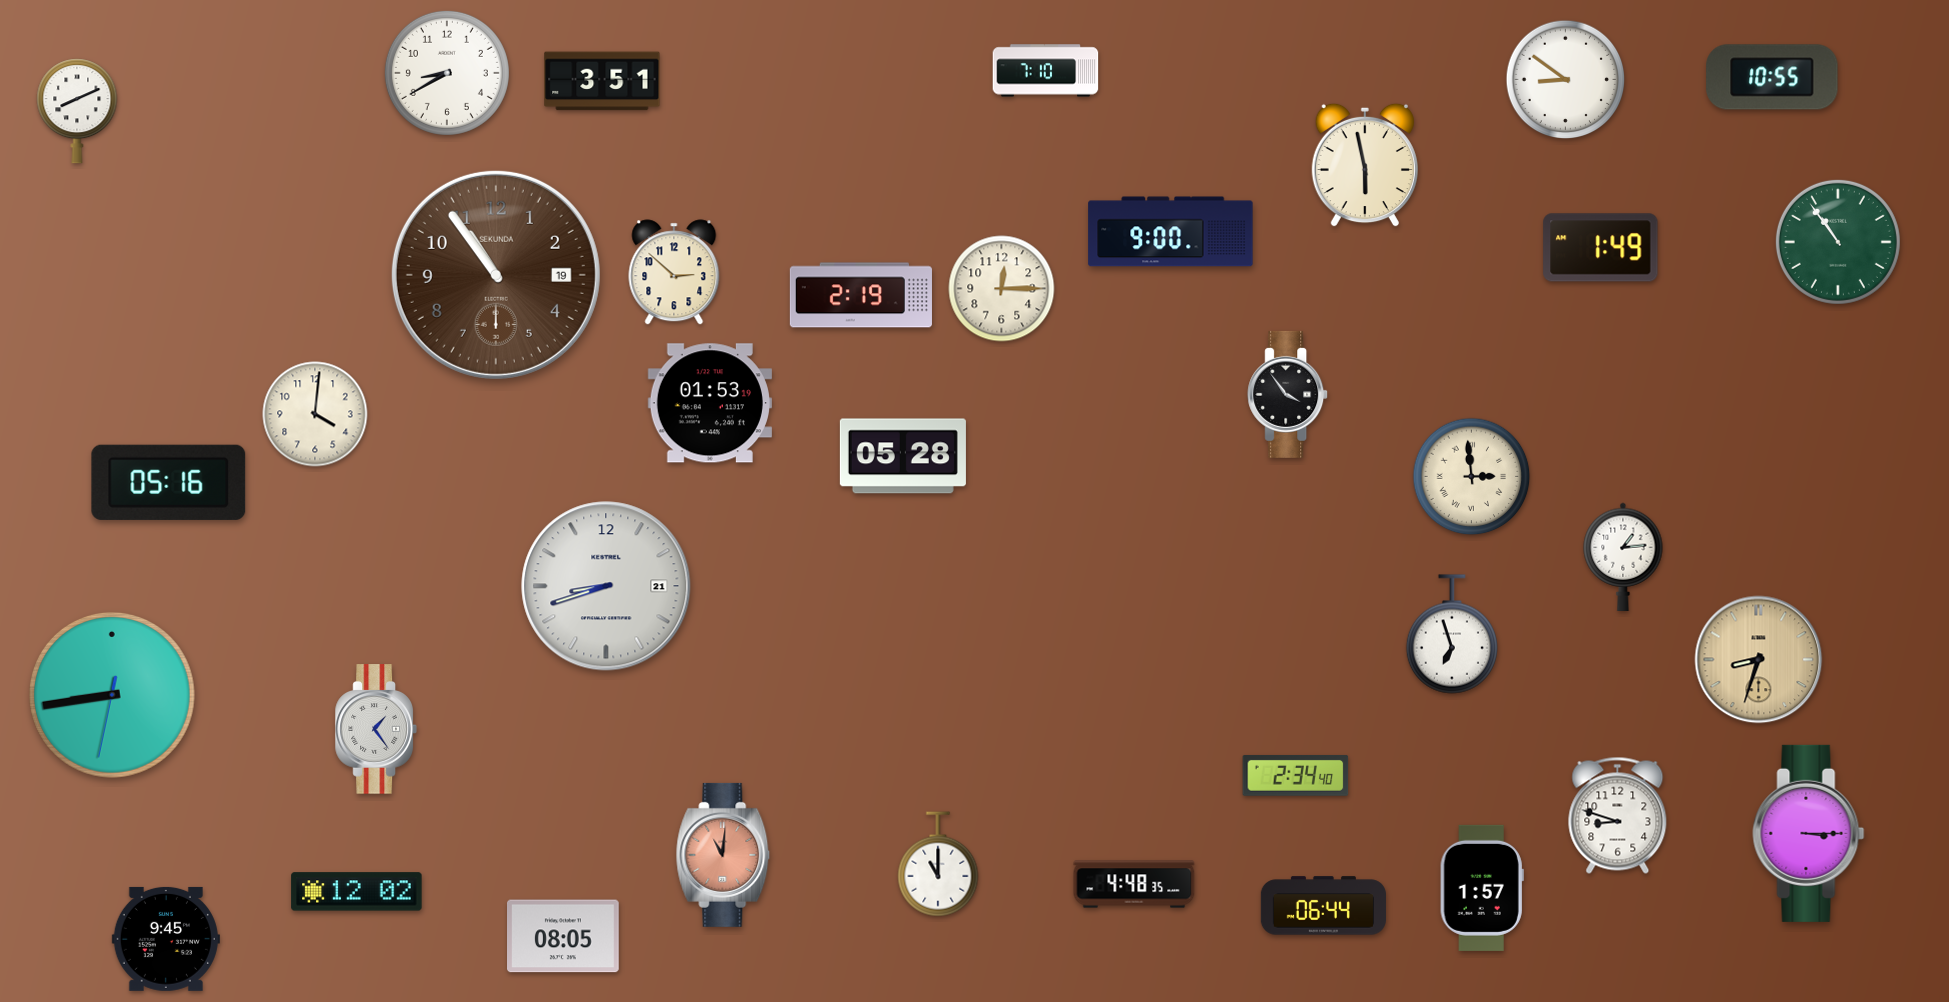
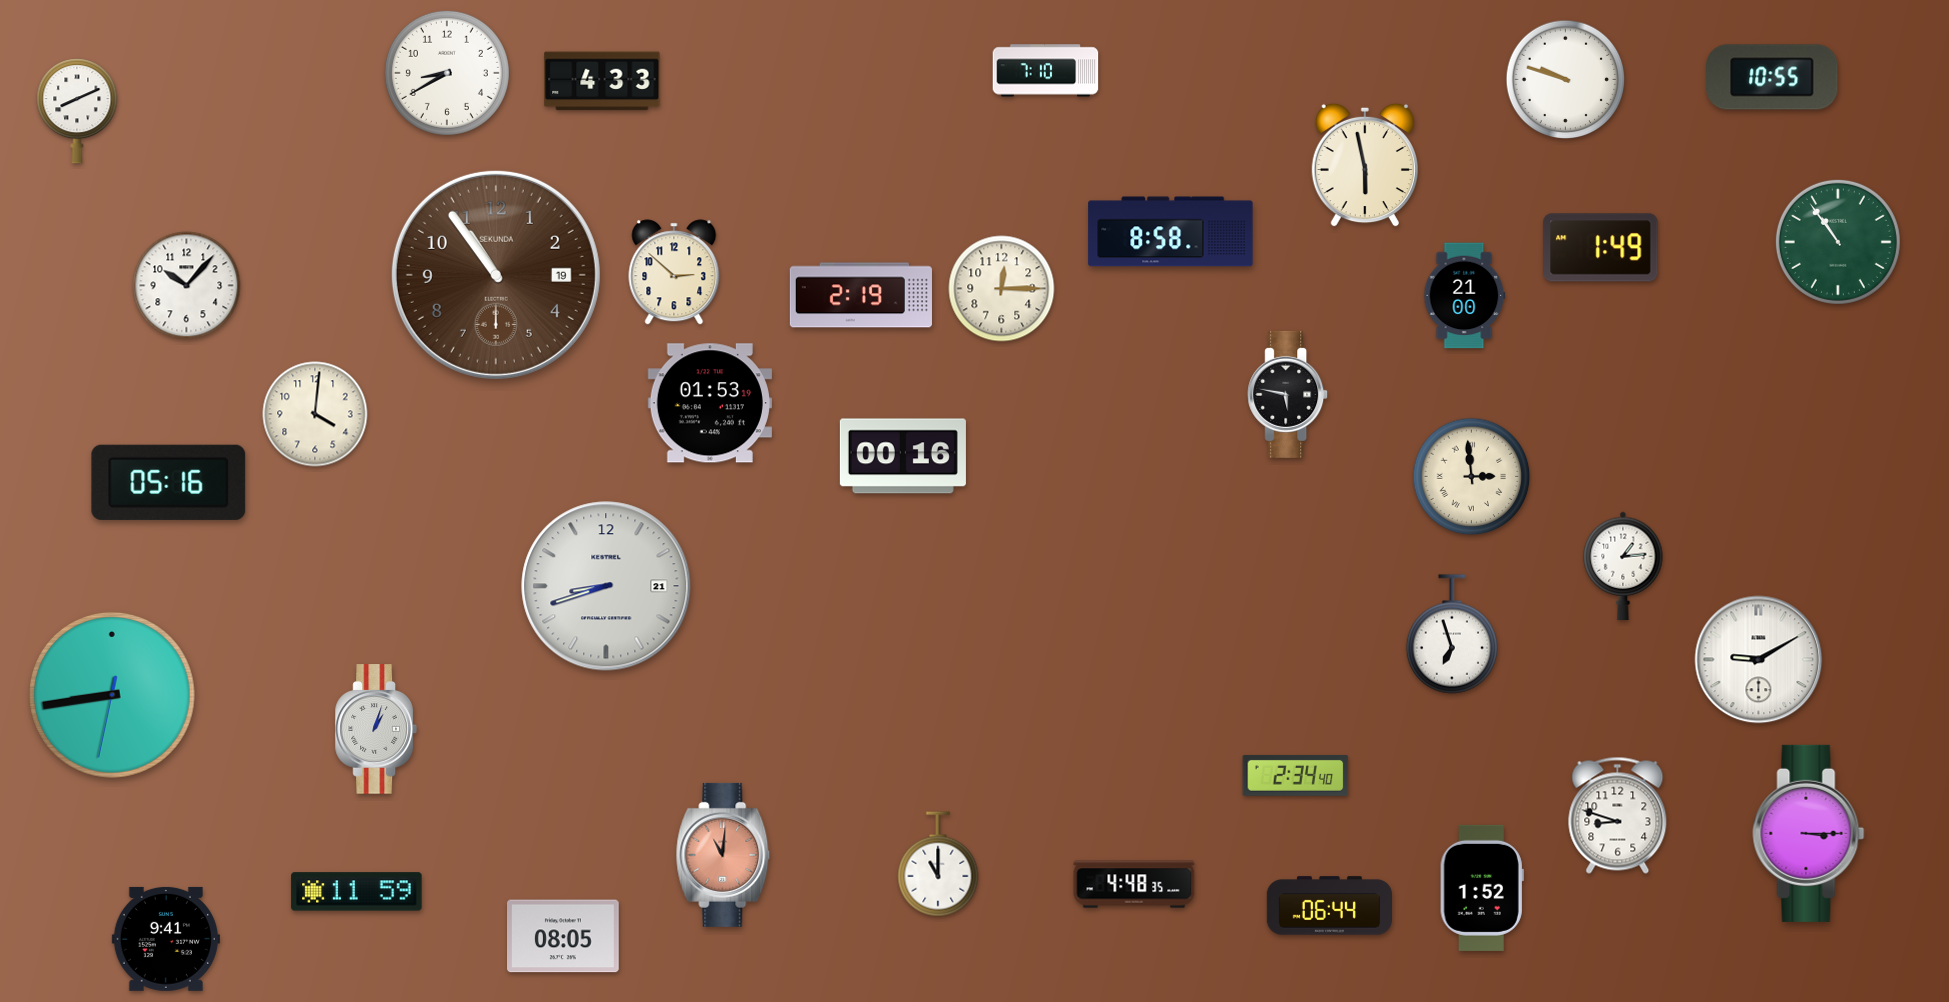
clock at (1566, 80): 8:51 -> 9:48
clock at (602, 81): 3:51 -> 4:33
clock at (1171, 232): 9:00 -> 8:58
clock at (187, 286): none -> 10:07
clock at (1465, 296): none -> 21:00
clock at (1288, 394): 3:54 -> 5:47
clock at (903, 456): 05:28 -> 00:16
clock at (1623, 557) position: (1623, 557) -> (1623, 566)
clock at (1759, 660): 8:33 -> 9:10
clock at (1759, 660) dial: champagne -> white
clock at (376, 729): 1:24 -> 1:03
clock at (1482, 888): 1:57 -> 1:52
clock at (357, 892): 12:02 -> 11:59
clock at (1323, 906) position: (1323, 906) -> (1329, 906)
clock at (166, 939): 9:45 -> 9:41
